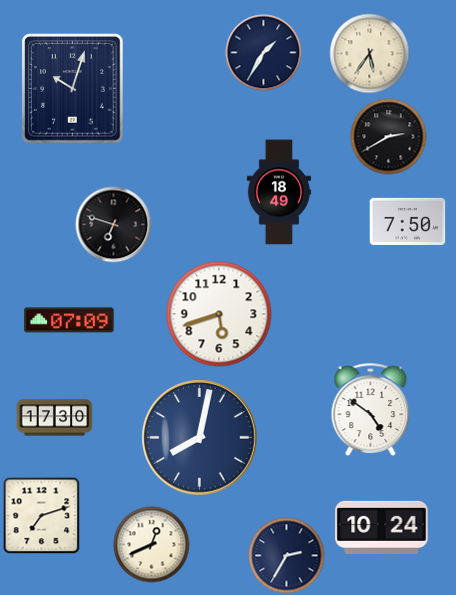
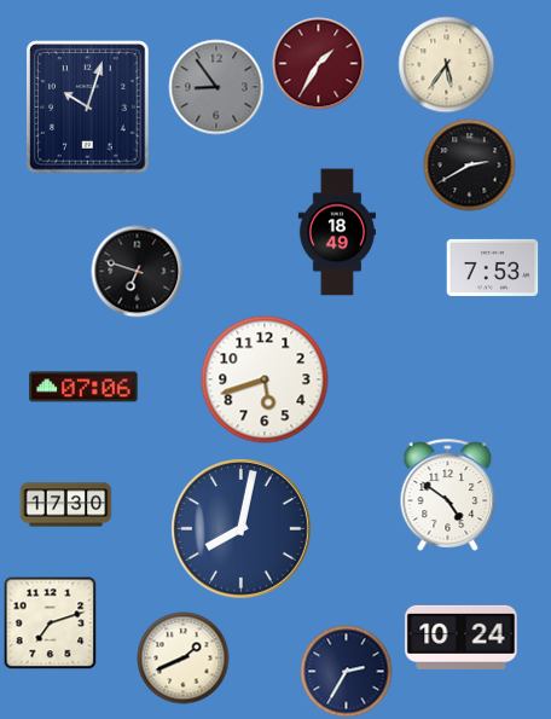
clock at (264, 53) dial: navy -> burgundy
clock at (216, 87): none -> 8:54
clock at (408, 221): 7:50 -> 7:53
clock at (69, 320): 07:09 -> 07:06
clock at (152, 545): 12:41 -> 1:41
